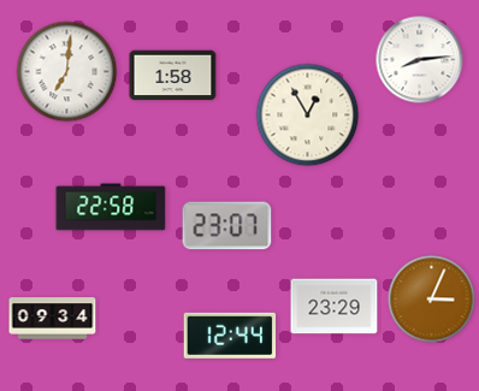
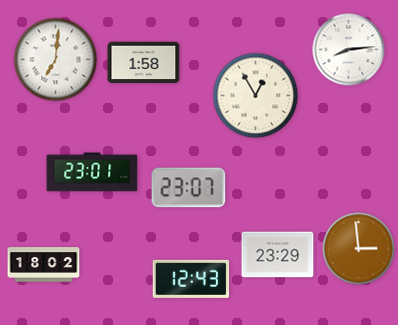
clock at (111, 207): 22:58 -> 23:01
clock at (432, 300): 3:04 -> 2:59
clock at (53, 319): 09:34 -> 18:02
clock at (230, 336): 12:44 -> 12:43
